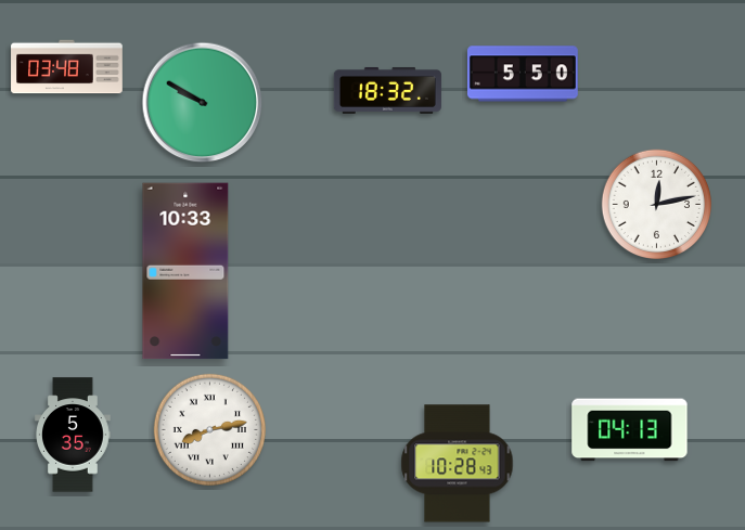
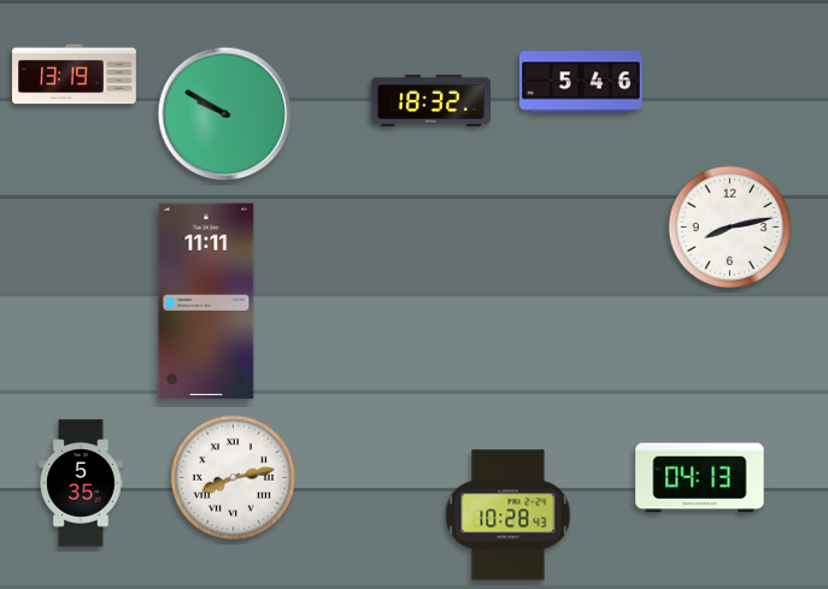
clock at (67, 67): 03:48 -> 13:19
clock at (523, 74): 5:50 -> 5:46
clock at (656, 204): 12:13 -> 8:13
clock at (185, 271): 10:33 -> 11:11
